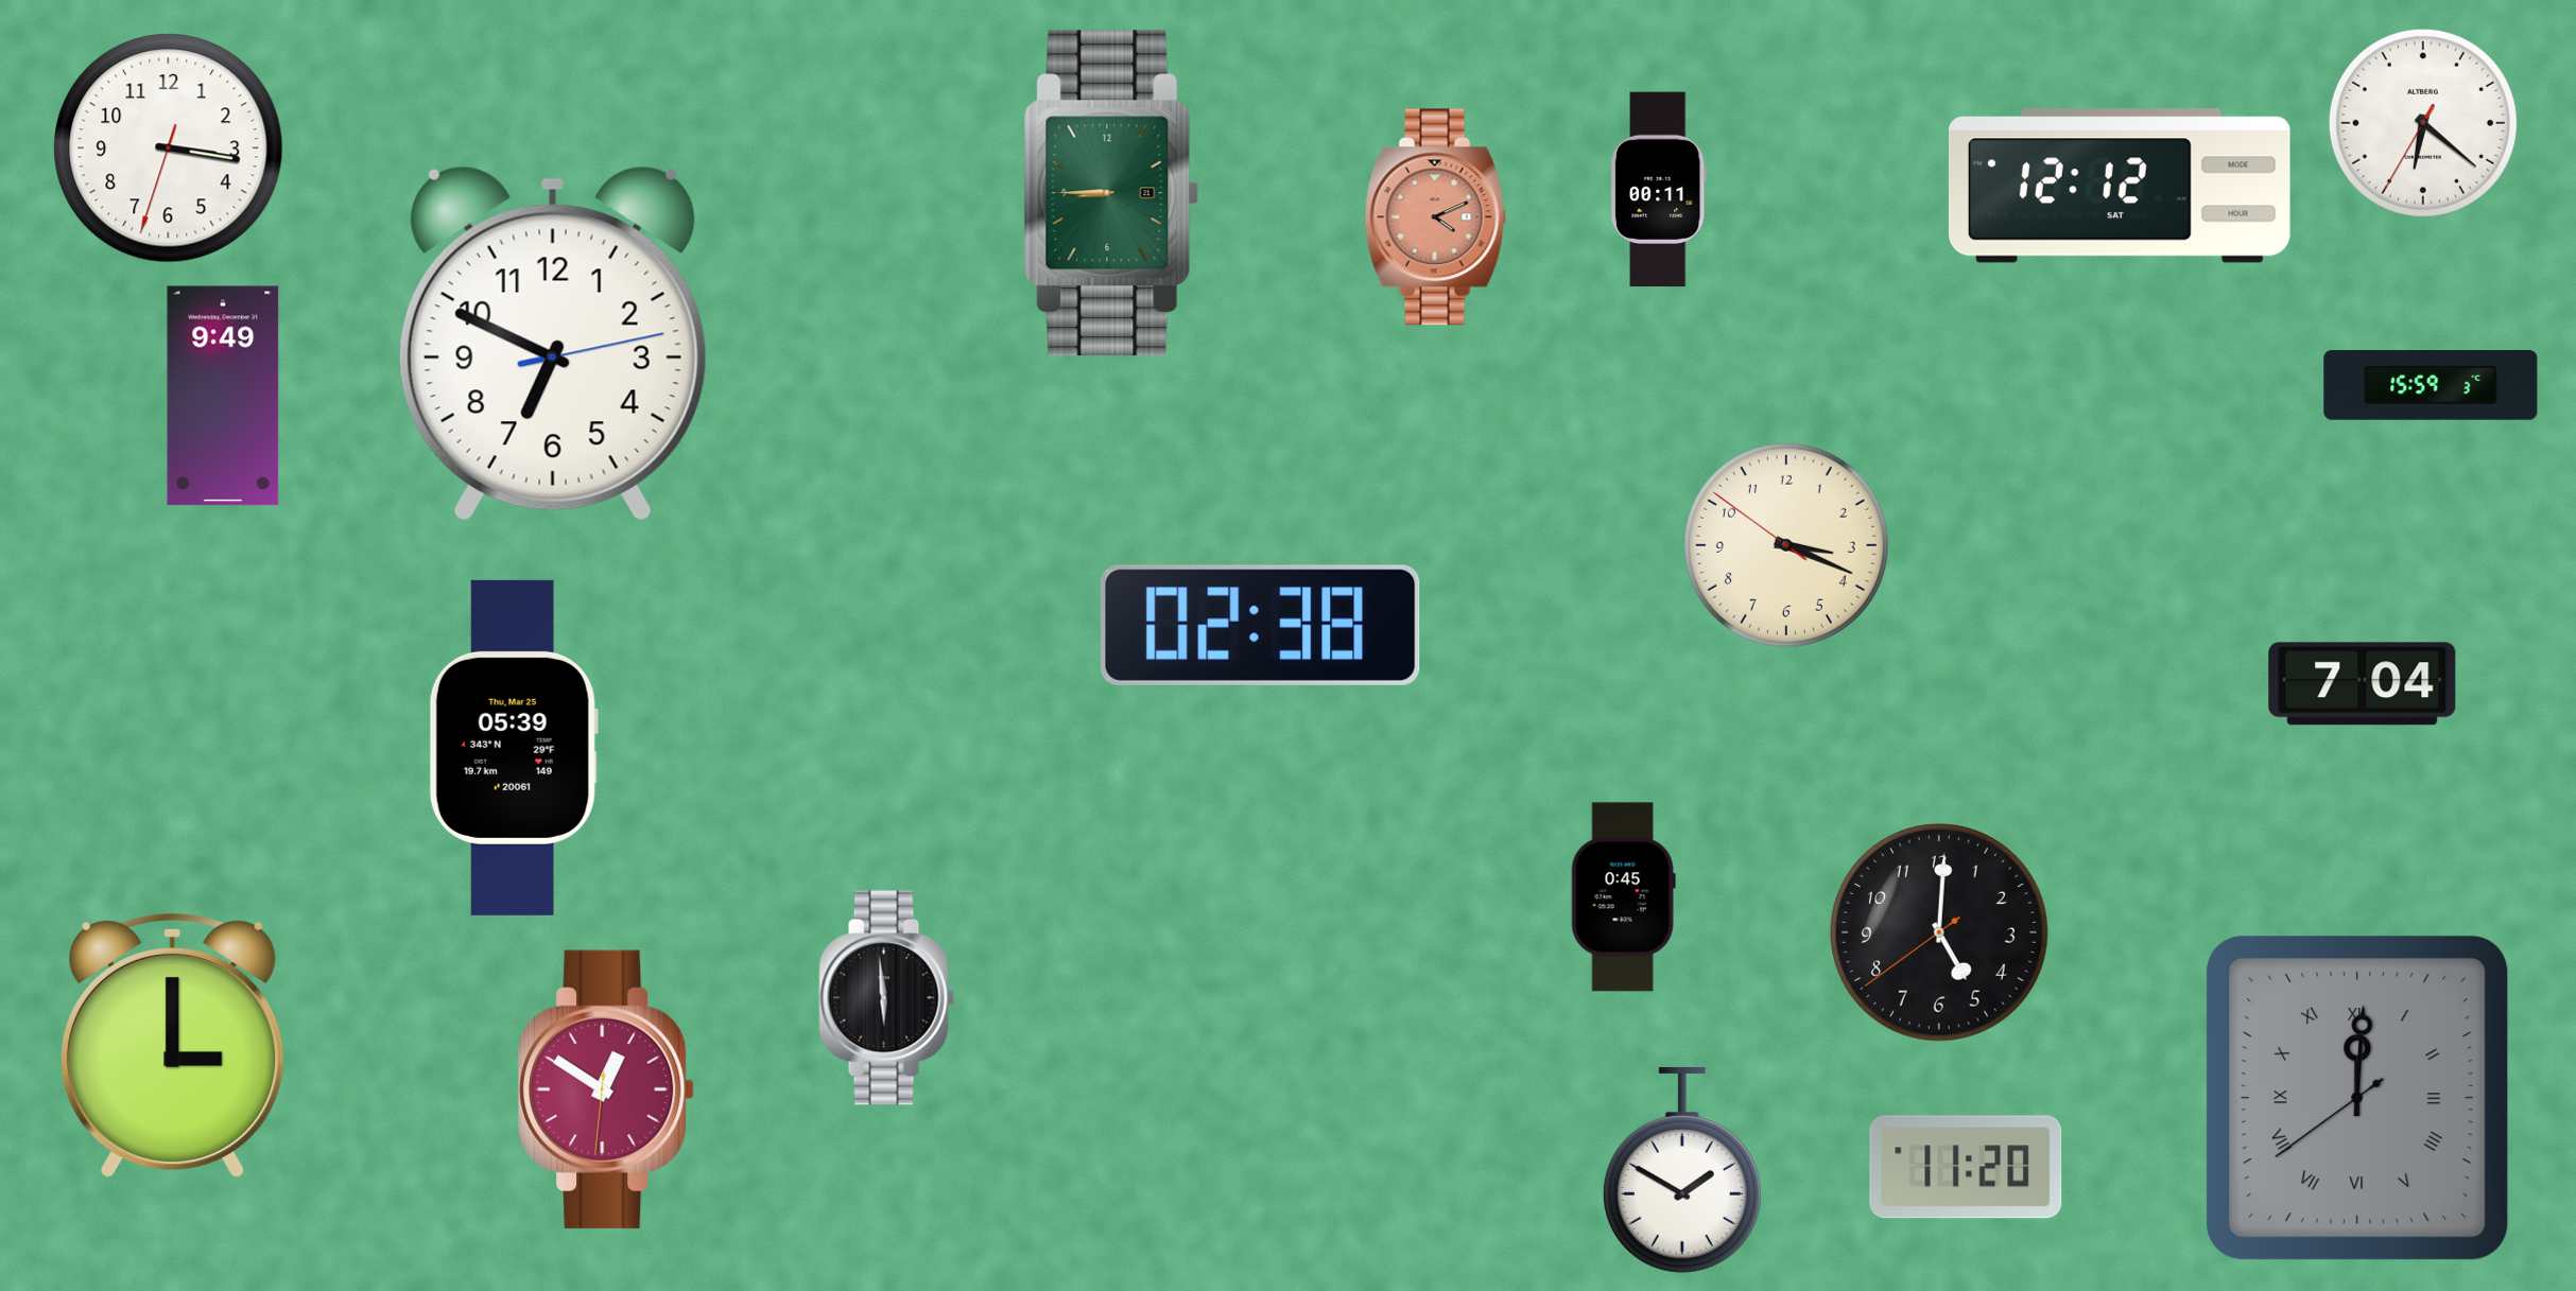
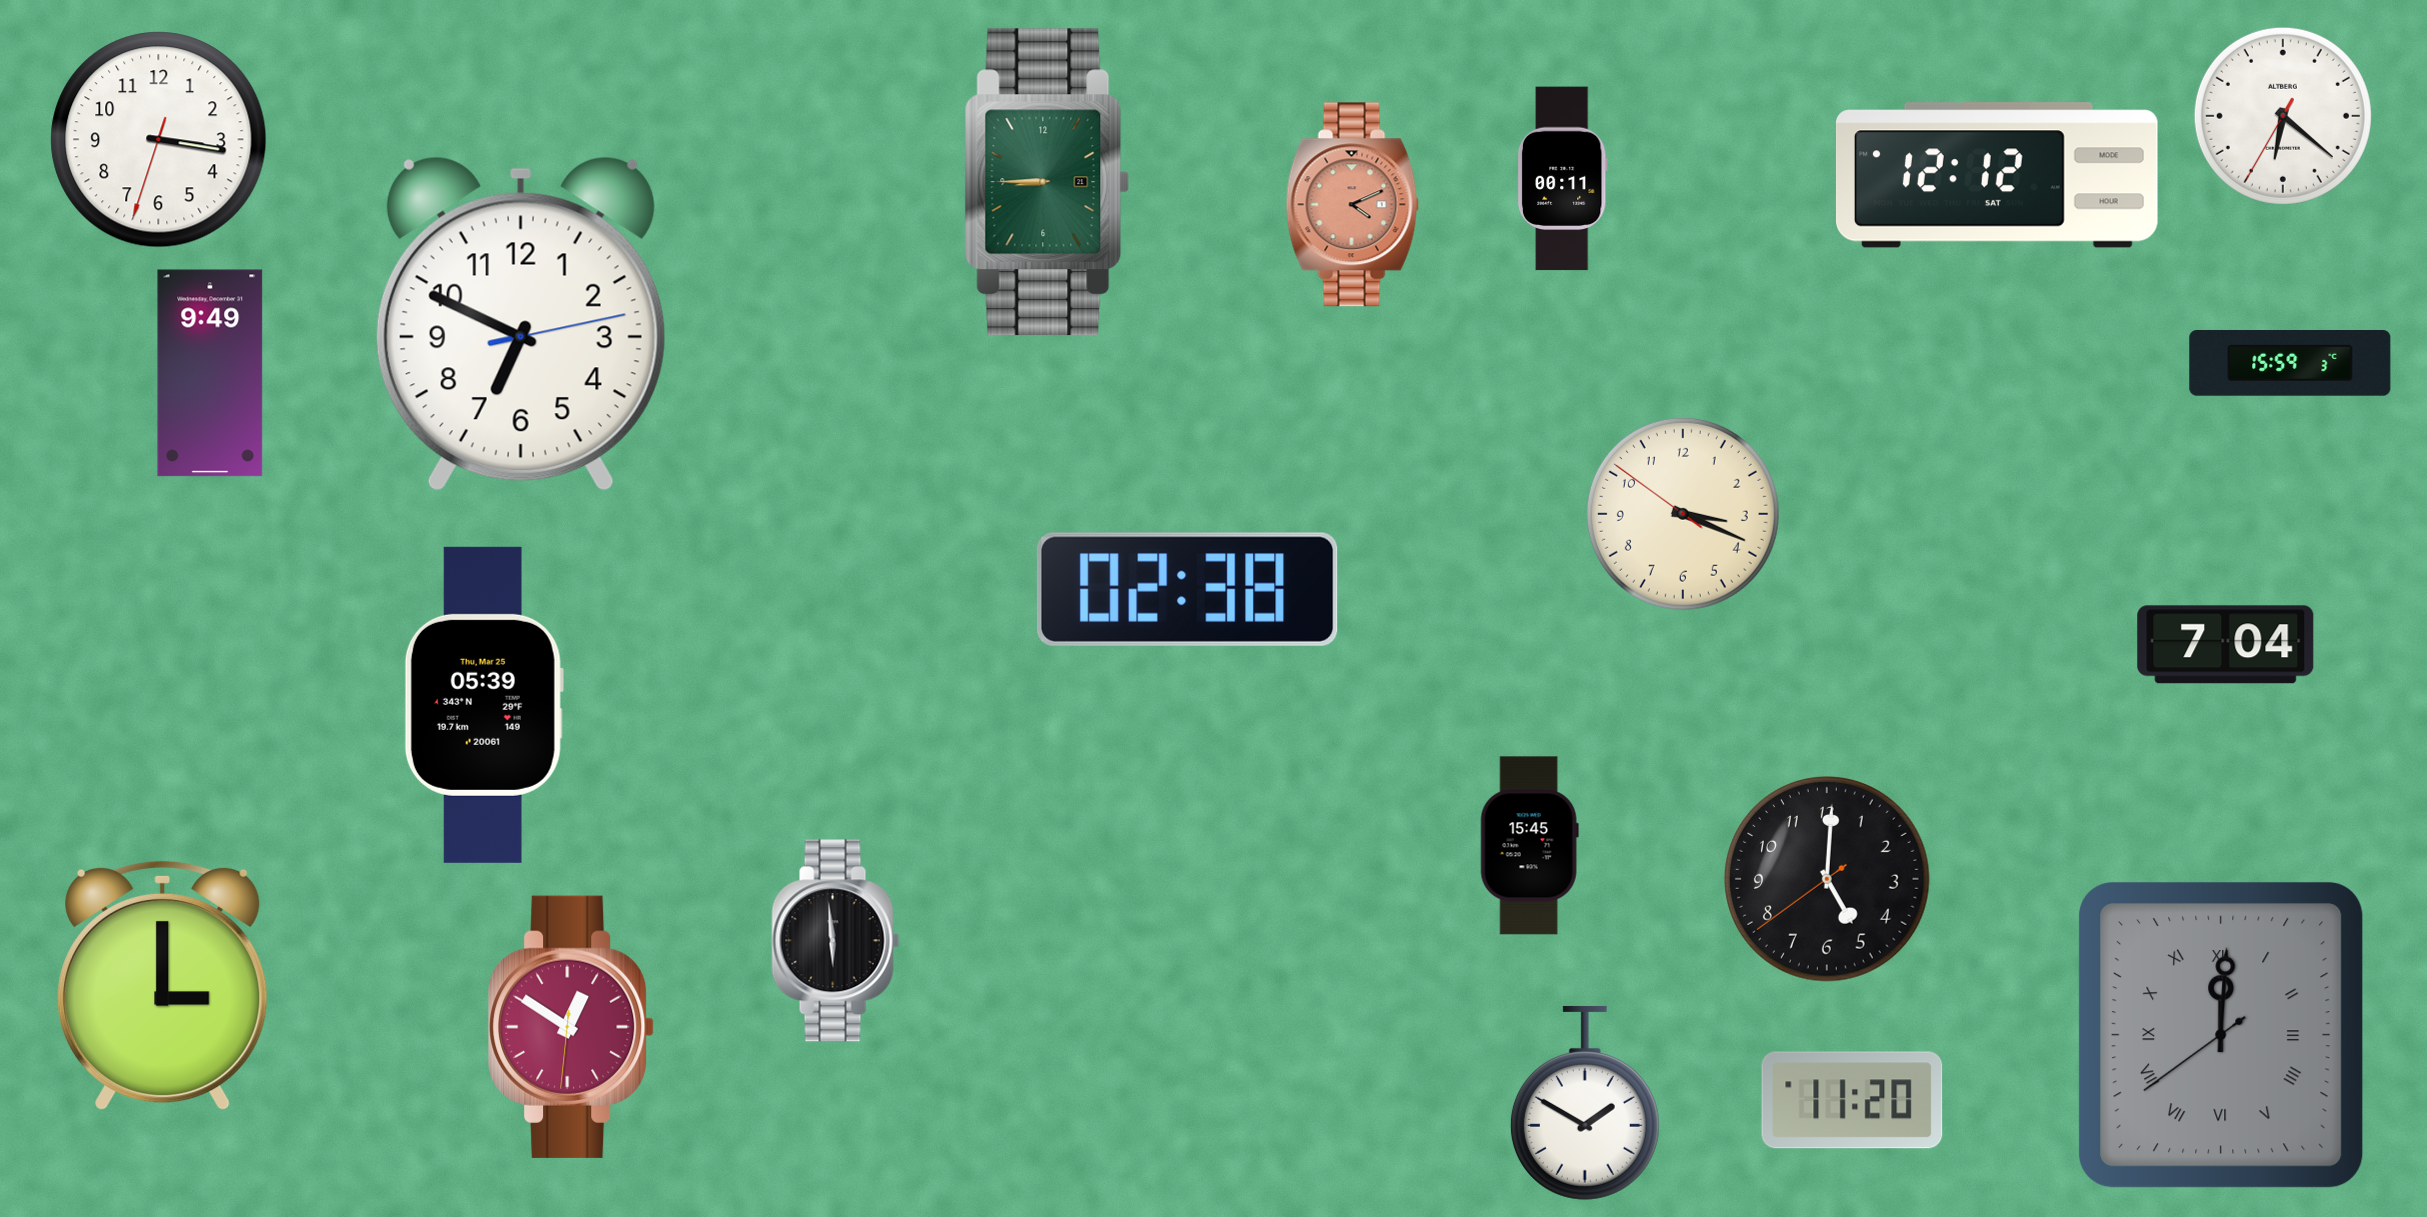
clock at (1623, 897): 0:45 -> 15:45
